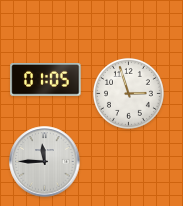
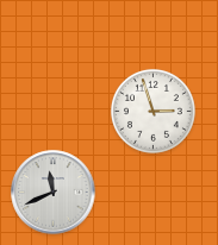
clock at (46, 80): 01:05 -> none
clock at (45, 162): 11:45 -> 11:41
